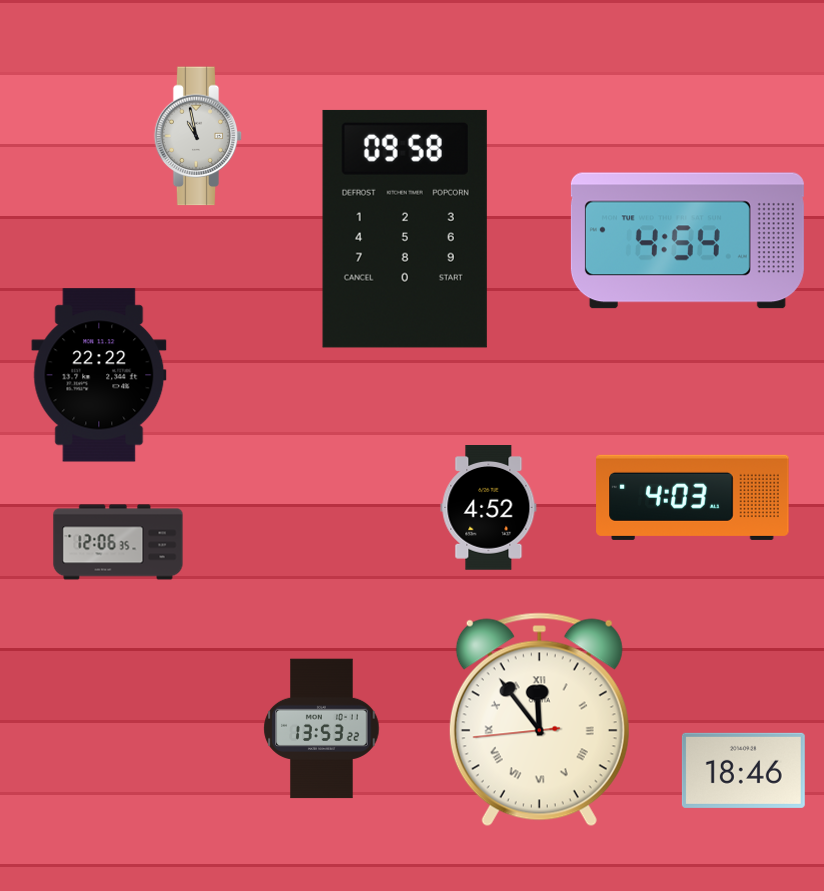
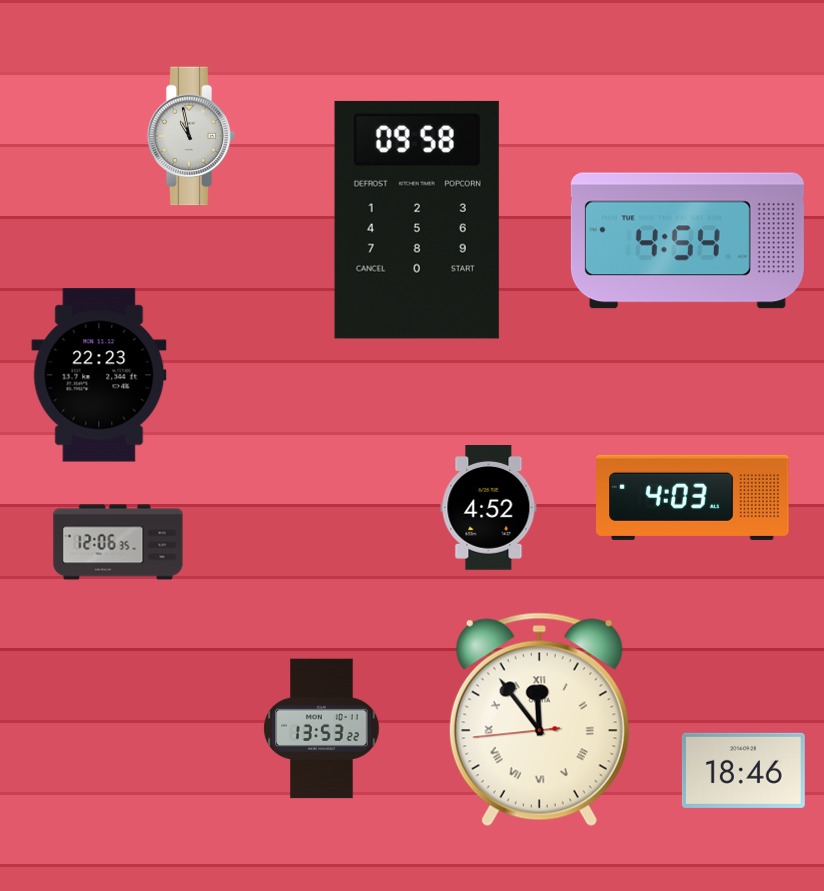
clock at (198, 136) position: (198, 136) -> (191, 136)
clock at (405, 229) position: (405, 229) -> (417, 220)
clock at (99, 375): 22:22 -> 22:23
